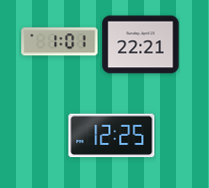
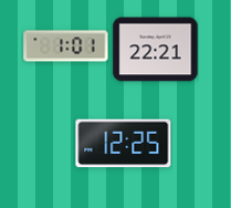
clock at (112, 136) position: (112, 136) -> (124, 144)
